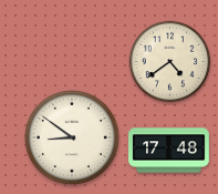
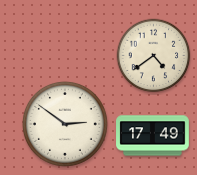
clock at (72, 137): 8:51 -> 2:51
clock at (169, 151): 17:48 -> 17:49
